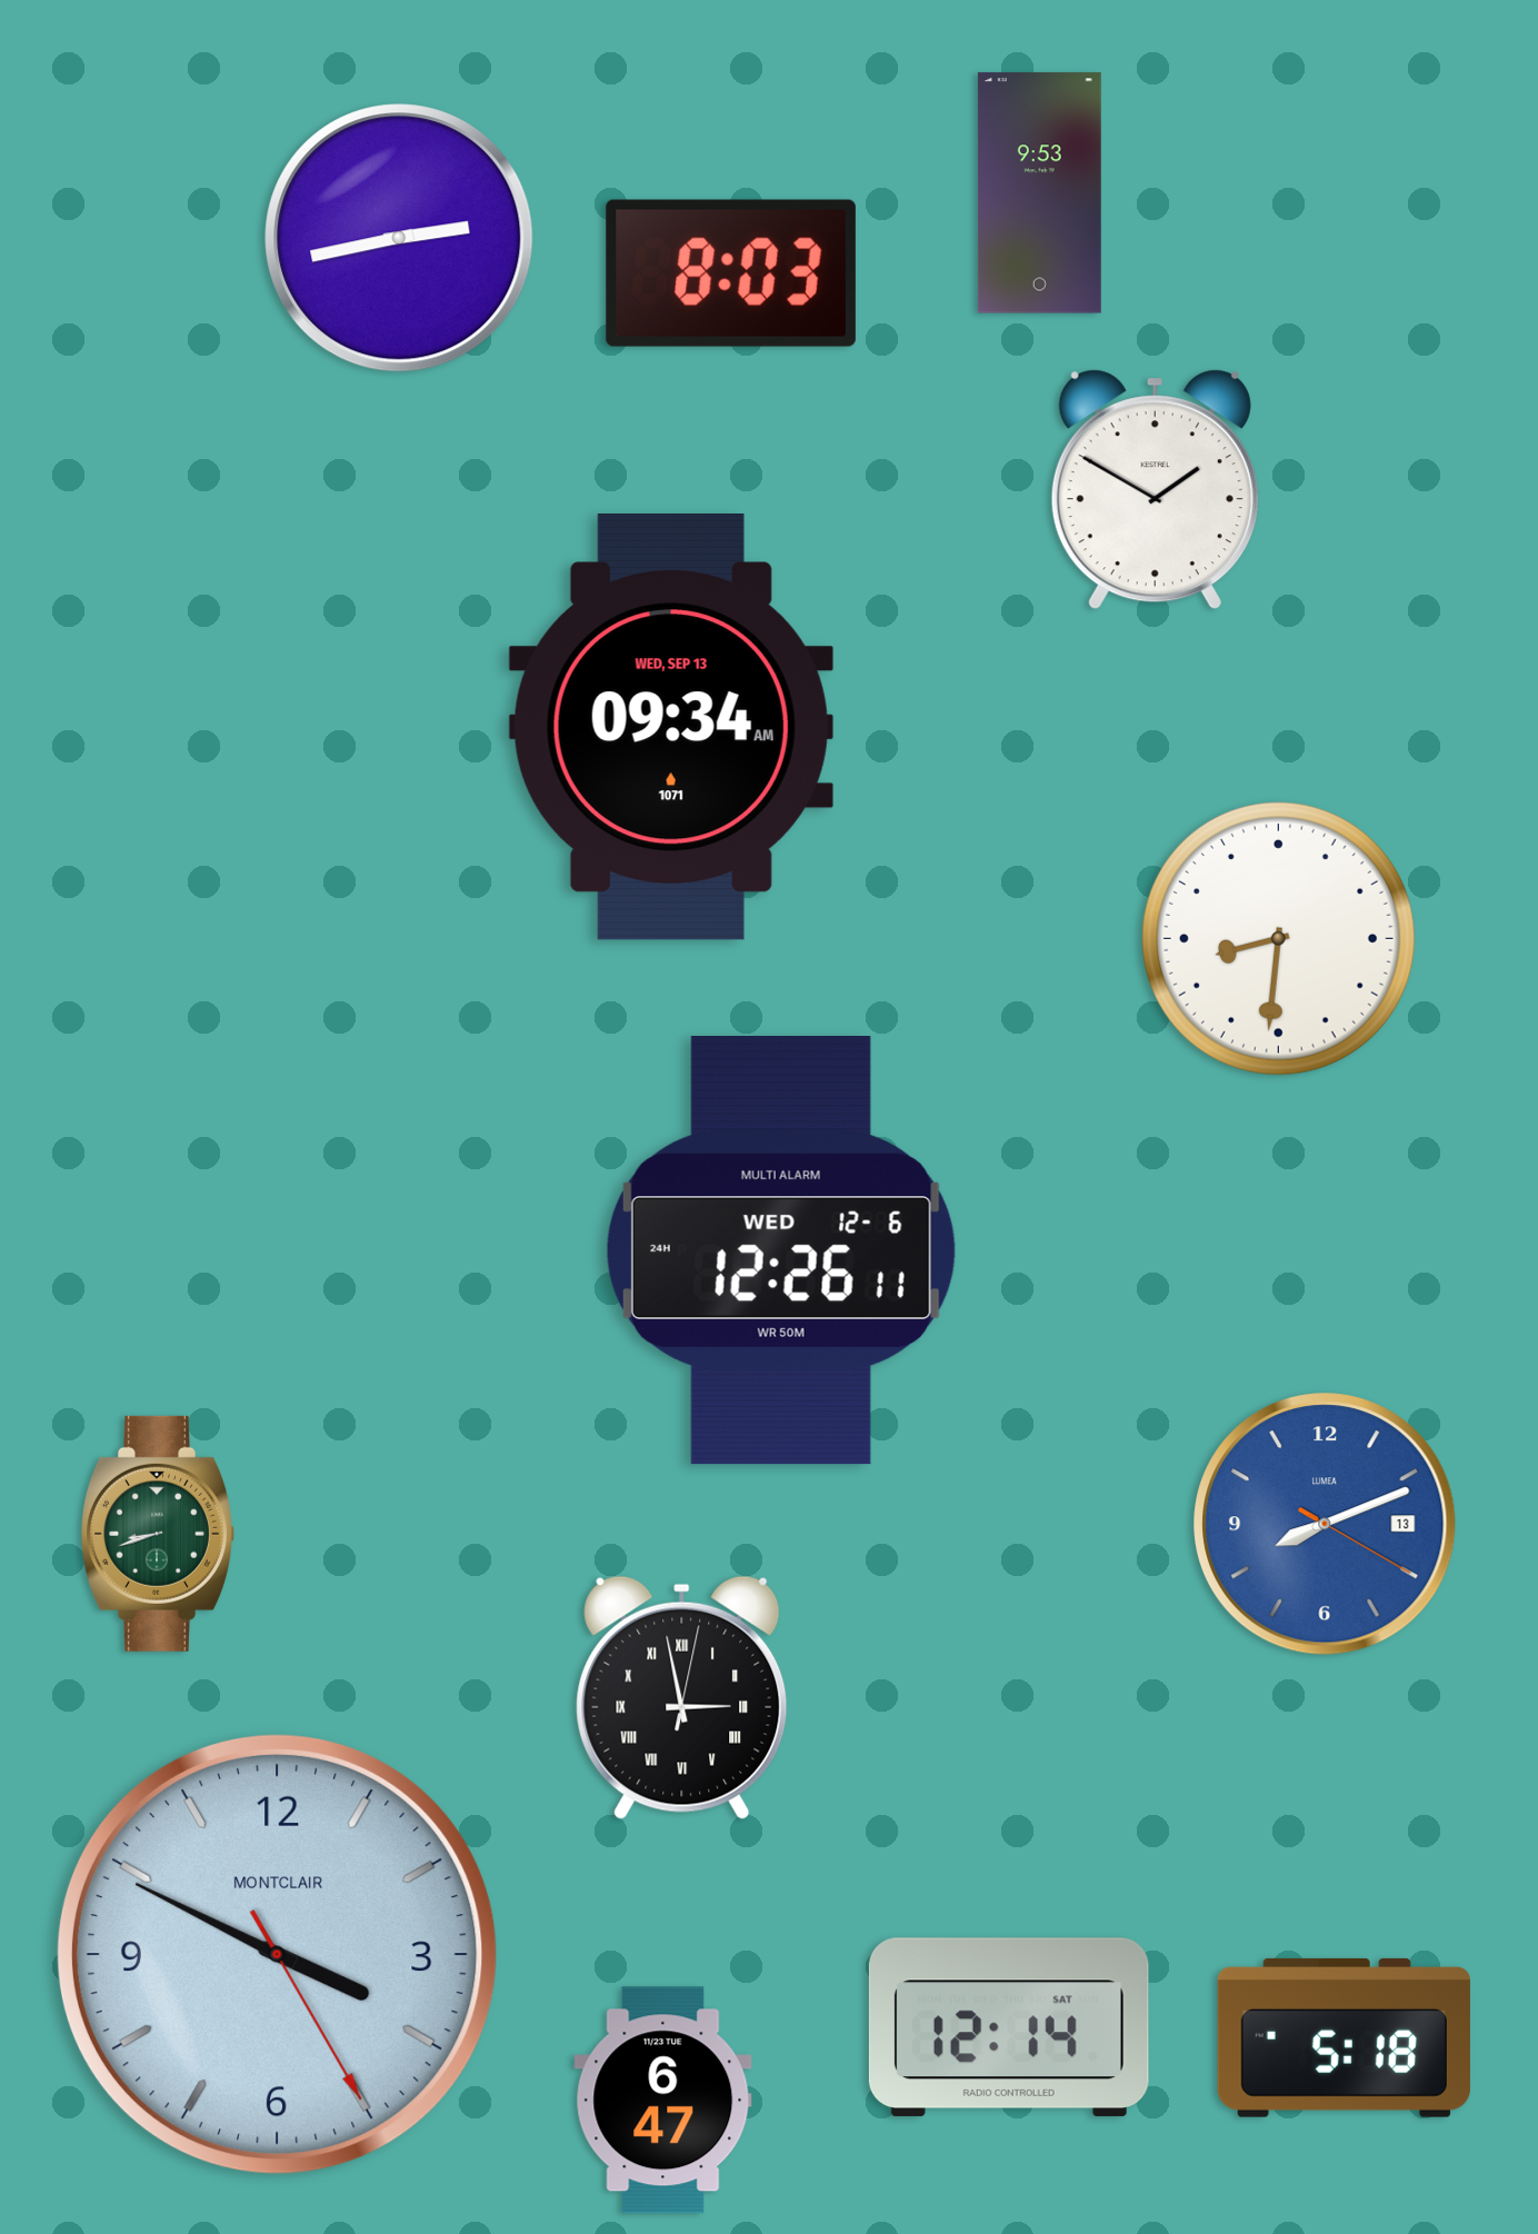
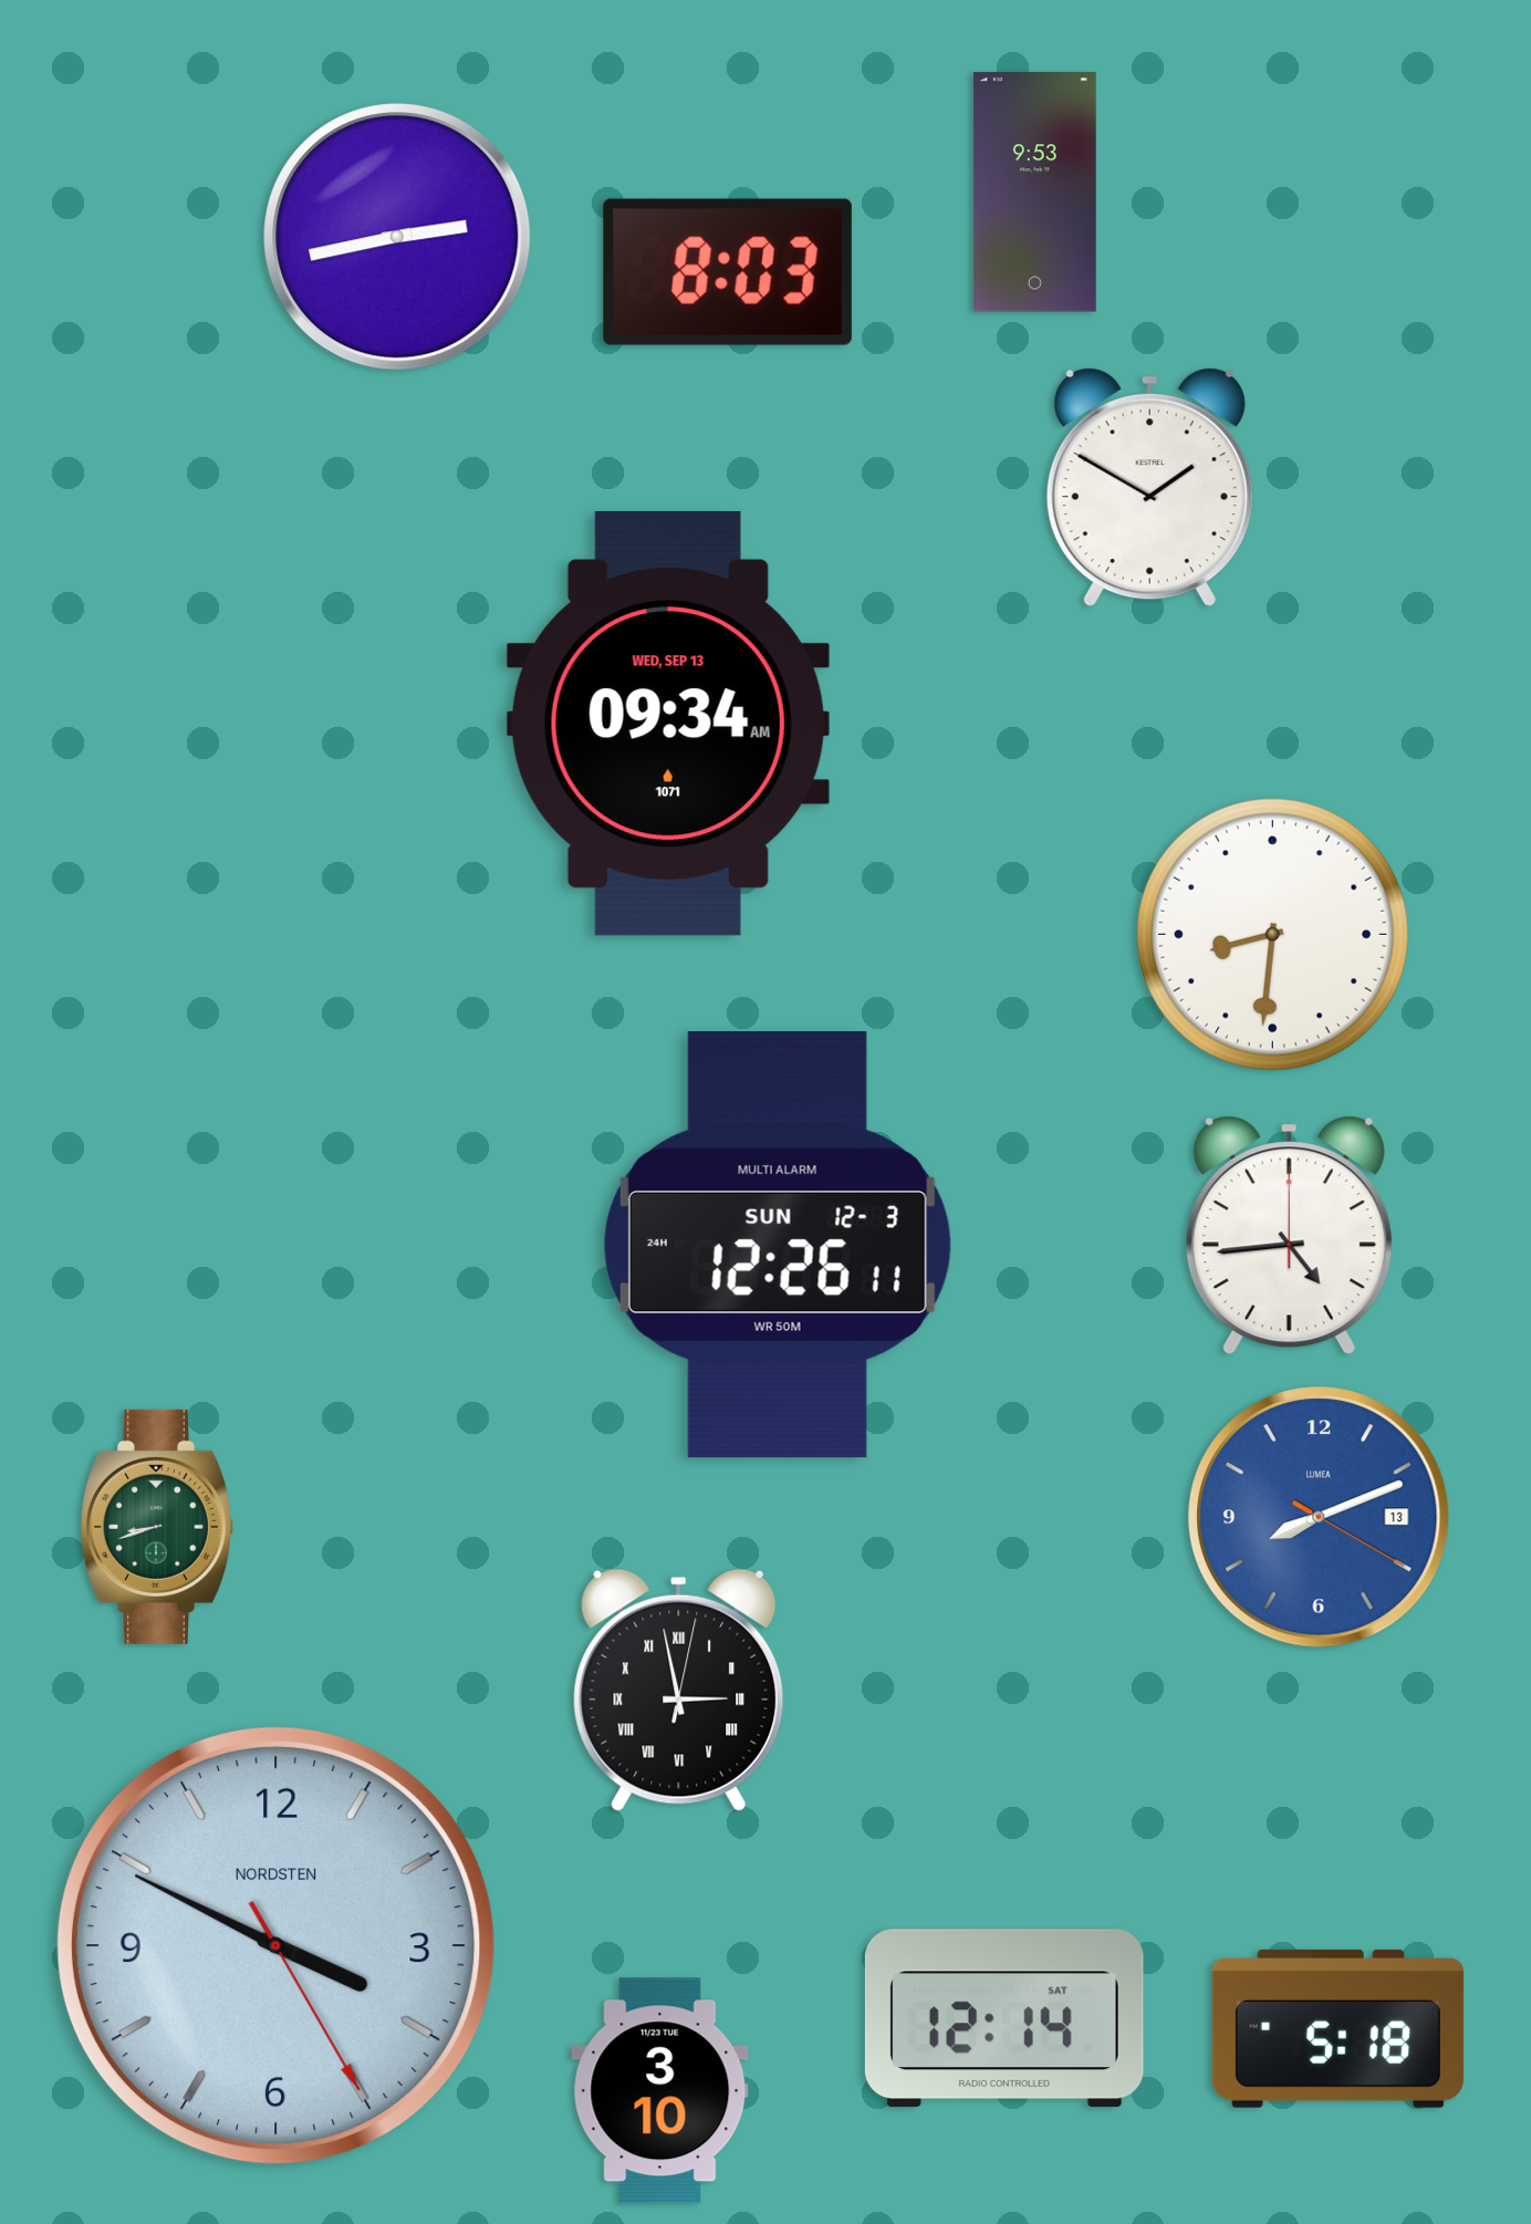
clock at (1289, 1236): none -> 4:44
clock at (781, 1250) date: WED 12-6 -> SUN 12-3
clock at (277, 1954) brand: MONTCLAIR -> NORDSTEN
clock at (663, 2101): 6:47 -> 3:10
